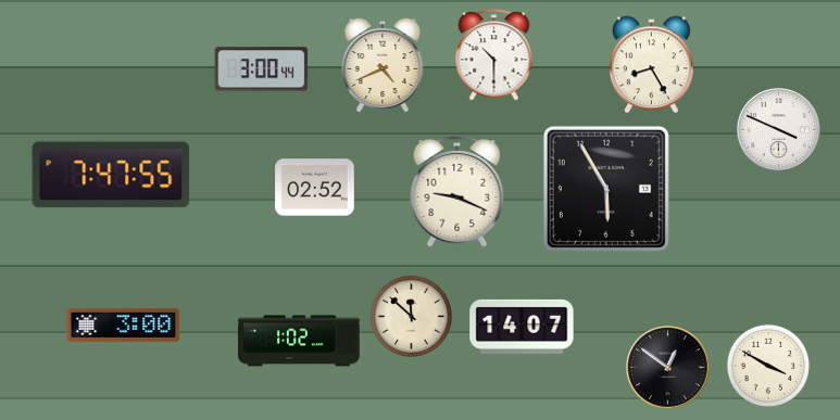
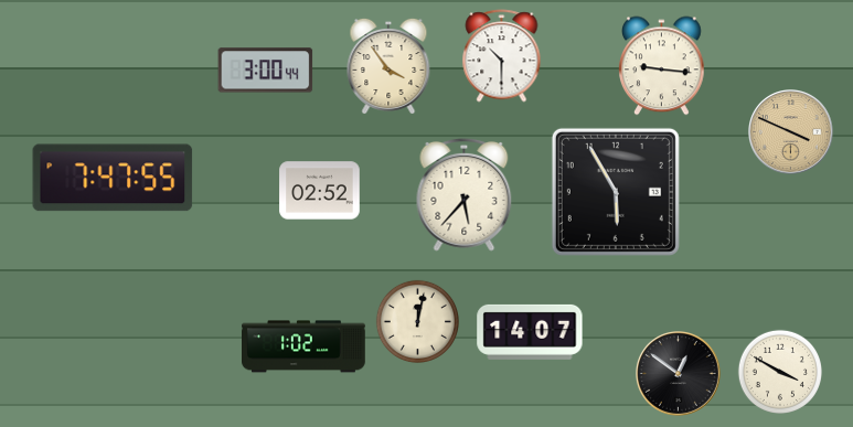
clock at (383, 64): 4:41 -> 3:54
clock at (652, 65): 8:25 -> 9:16
clock at (779, 130) dial: white -> champagne
clock at (457, 191): 9:19 -> 5:37
clock at (411, 316): 11:52 -> 12:02
clock at (124, 324): 3:00 -> none
